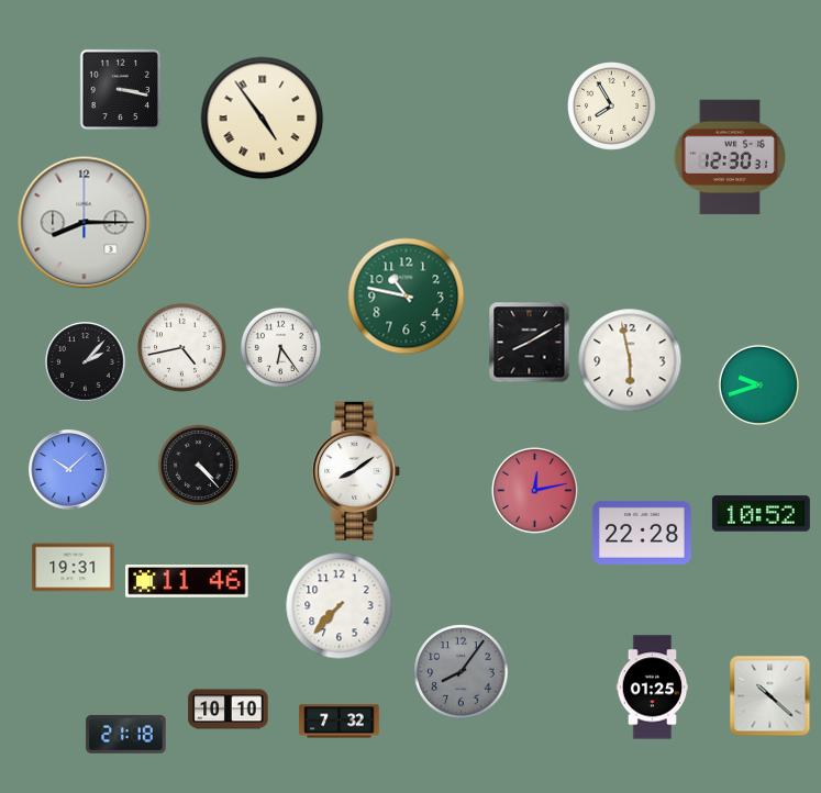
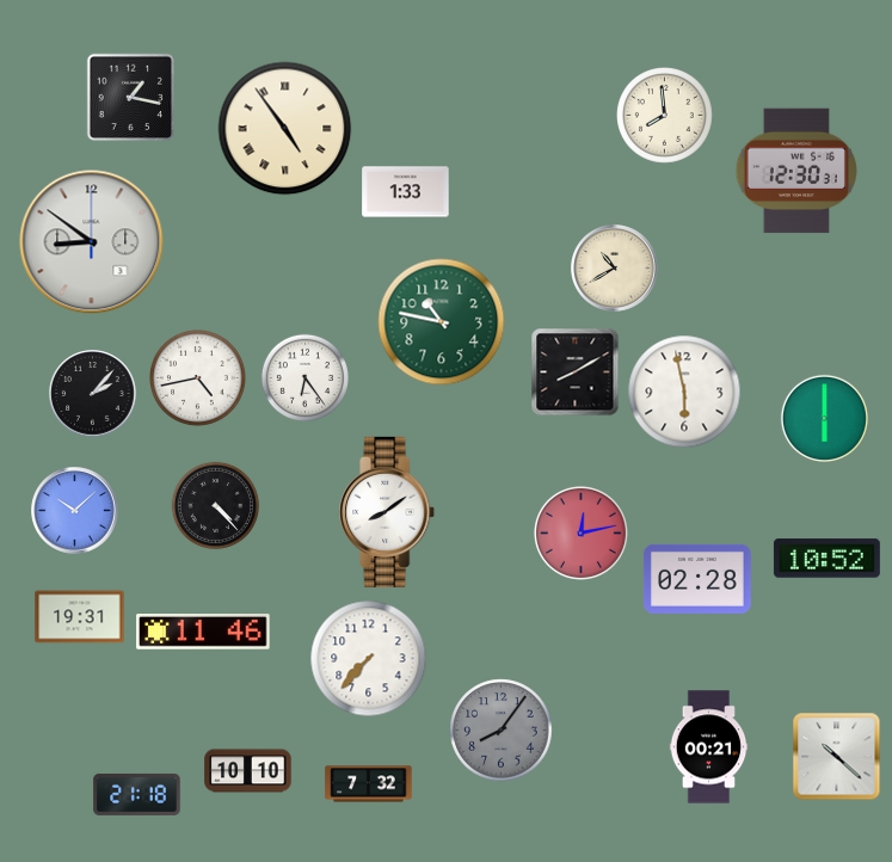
clock at (121, 90): 3:17 -> 1:17
clock at (612, 107): 7:55 -> 7:59
clock at (730, 157) position: (730, 157) -> (796, 171)
clock at (406, 192): none -> 1:33
clock at (85, 223): 8:15 -> 8:51
clock at (615, 269): none -> 10:40
clock at (758, 384): 9:42 -> 6:00
clock at (642, 533): 22:28 -> 02:28
clock at (653, 688): 01:25 -> 00:21
clock at (126, 734) position: (126, 734) -> (137, 794)
